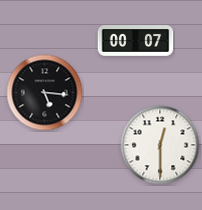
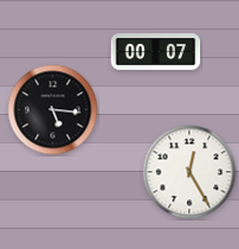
clock at (136, 41) position: (136, 41) -> (156, 52)
clock at (160, 145): 12:30 -> 12:25
